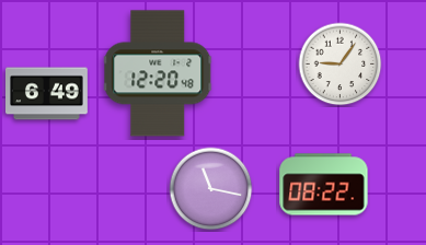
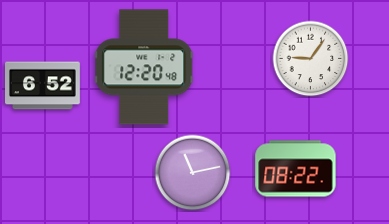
clock at (47, 94): 6:49 -> 6:52
clock at (211, 189): 11:17 -> 11:13
